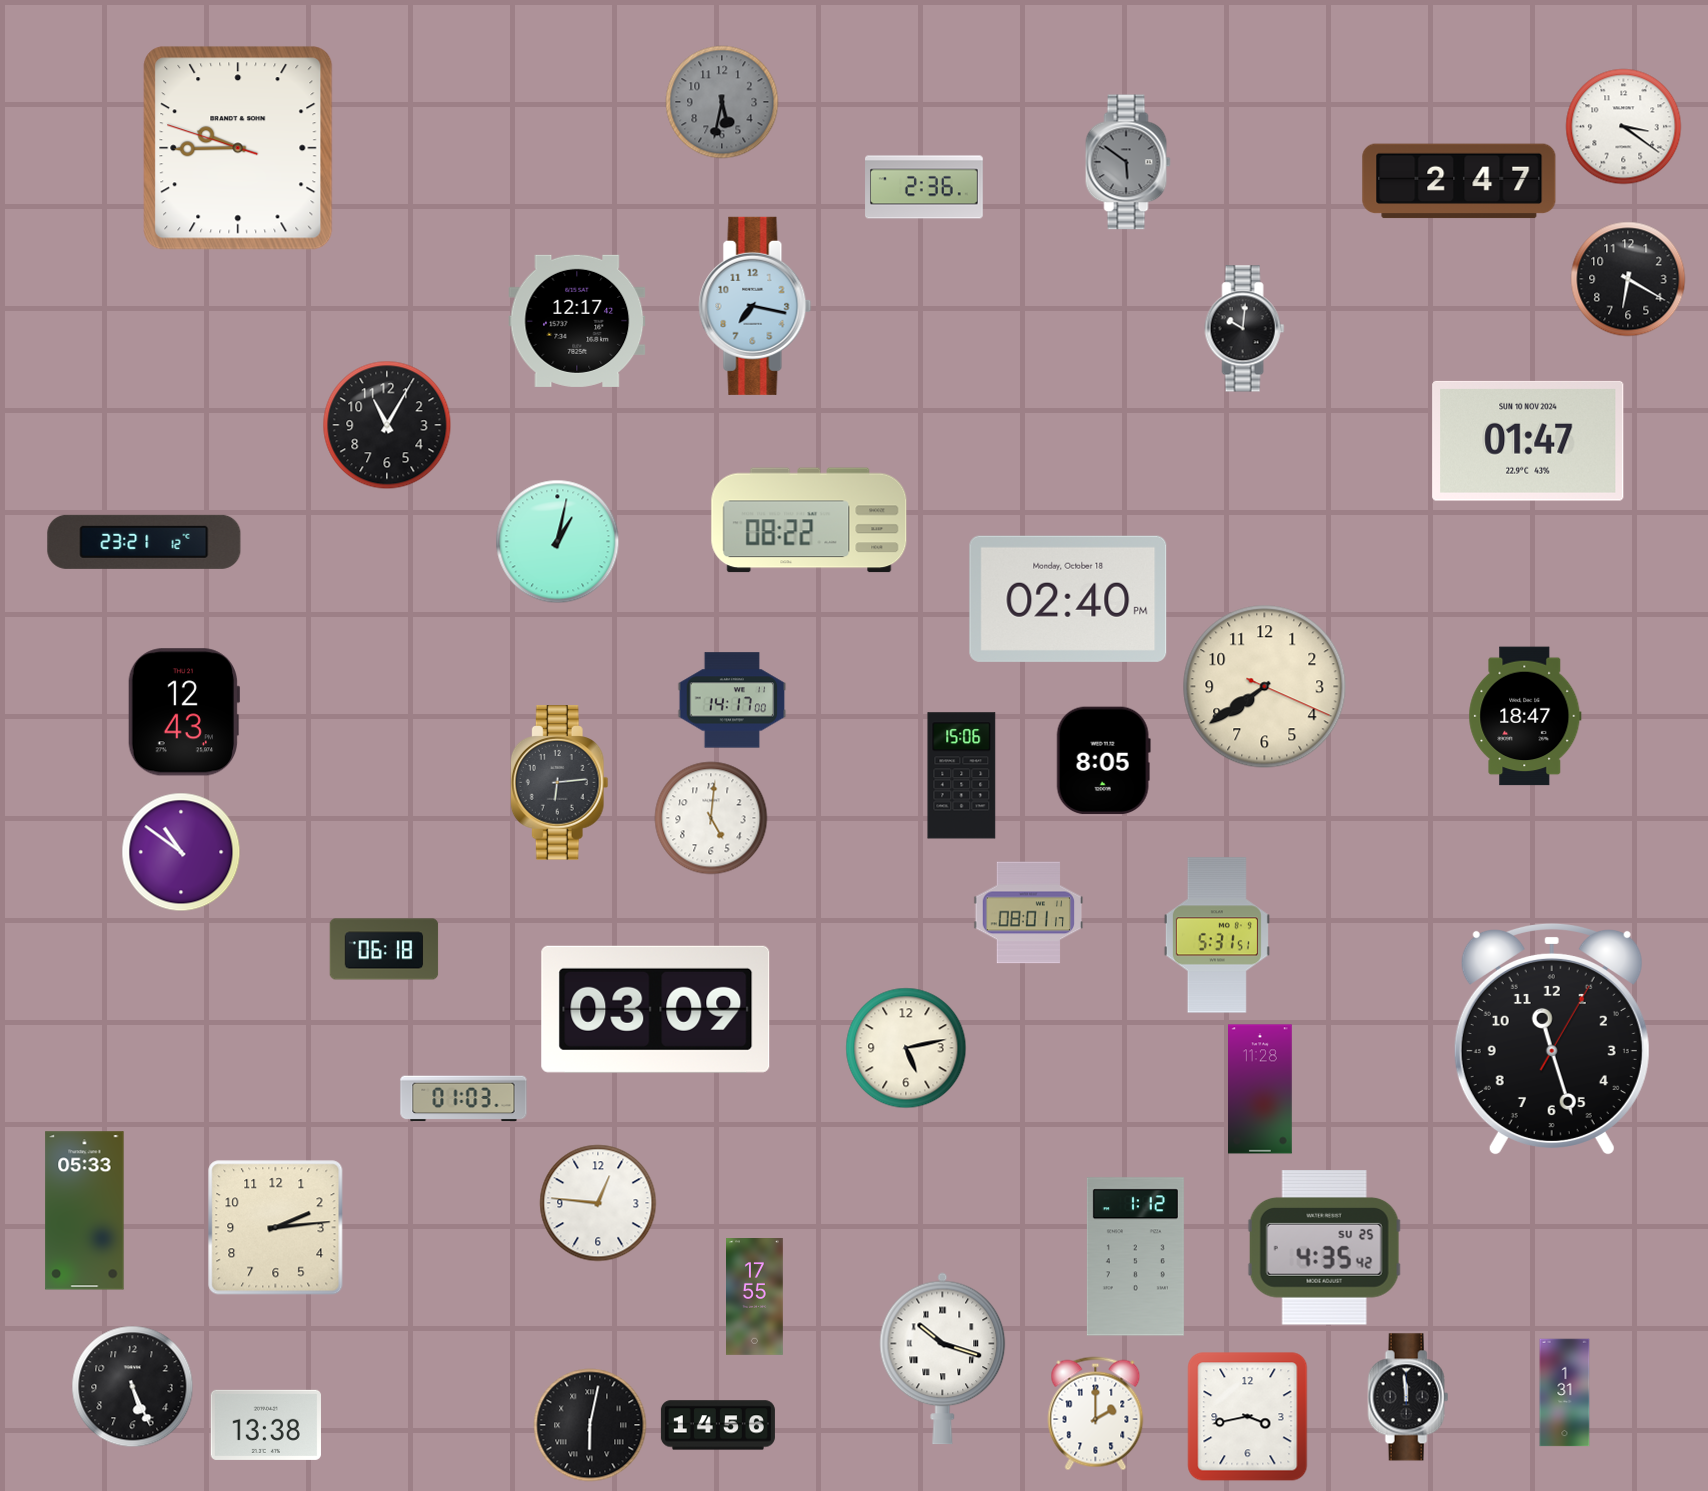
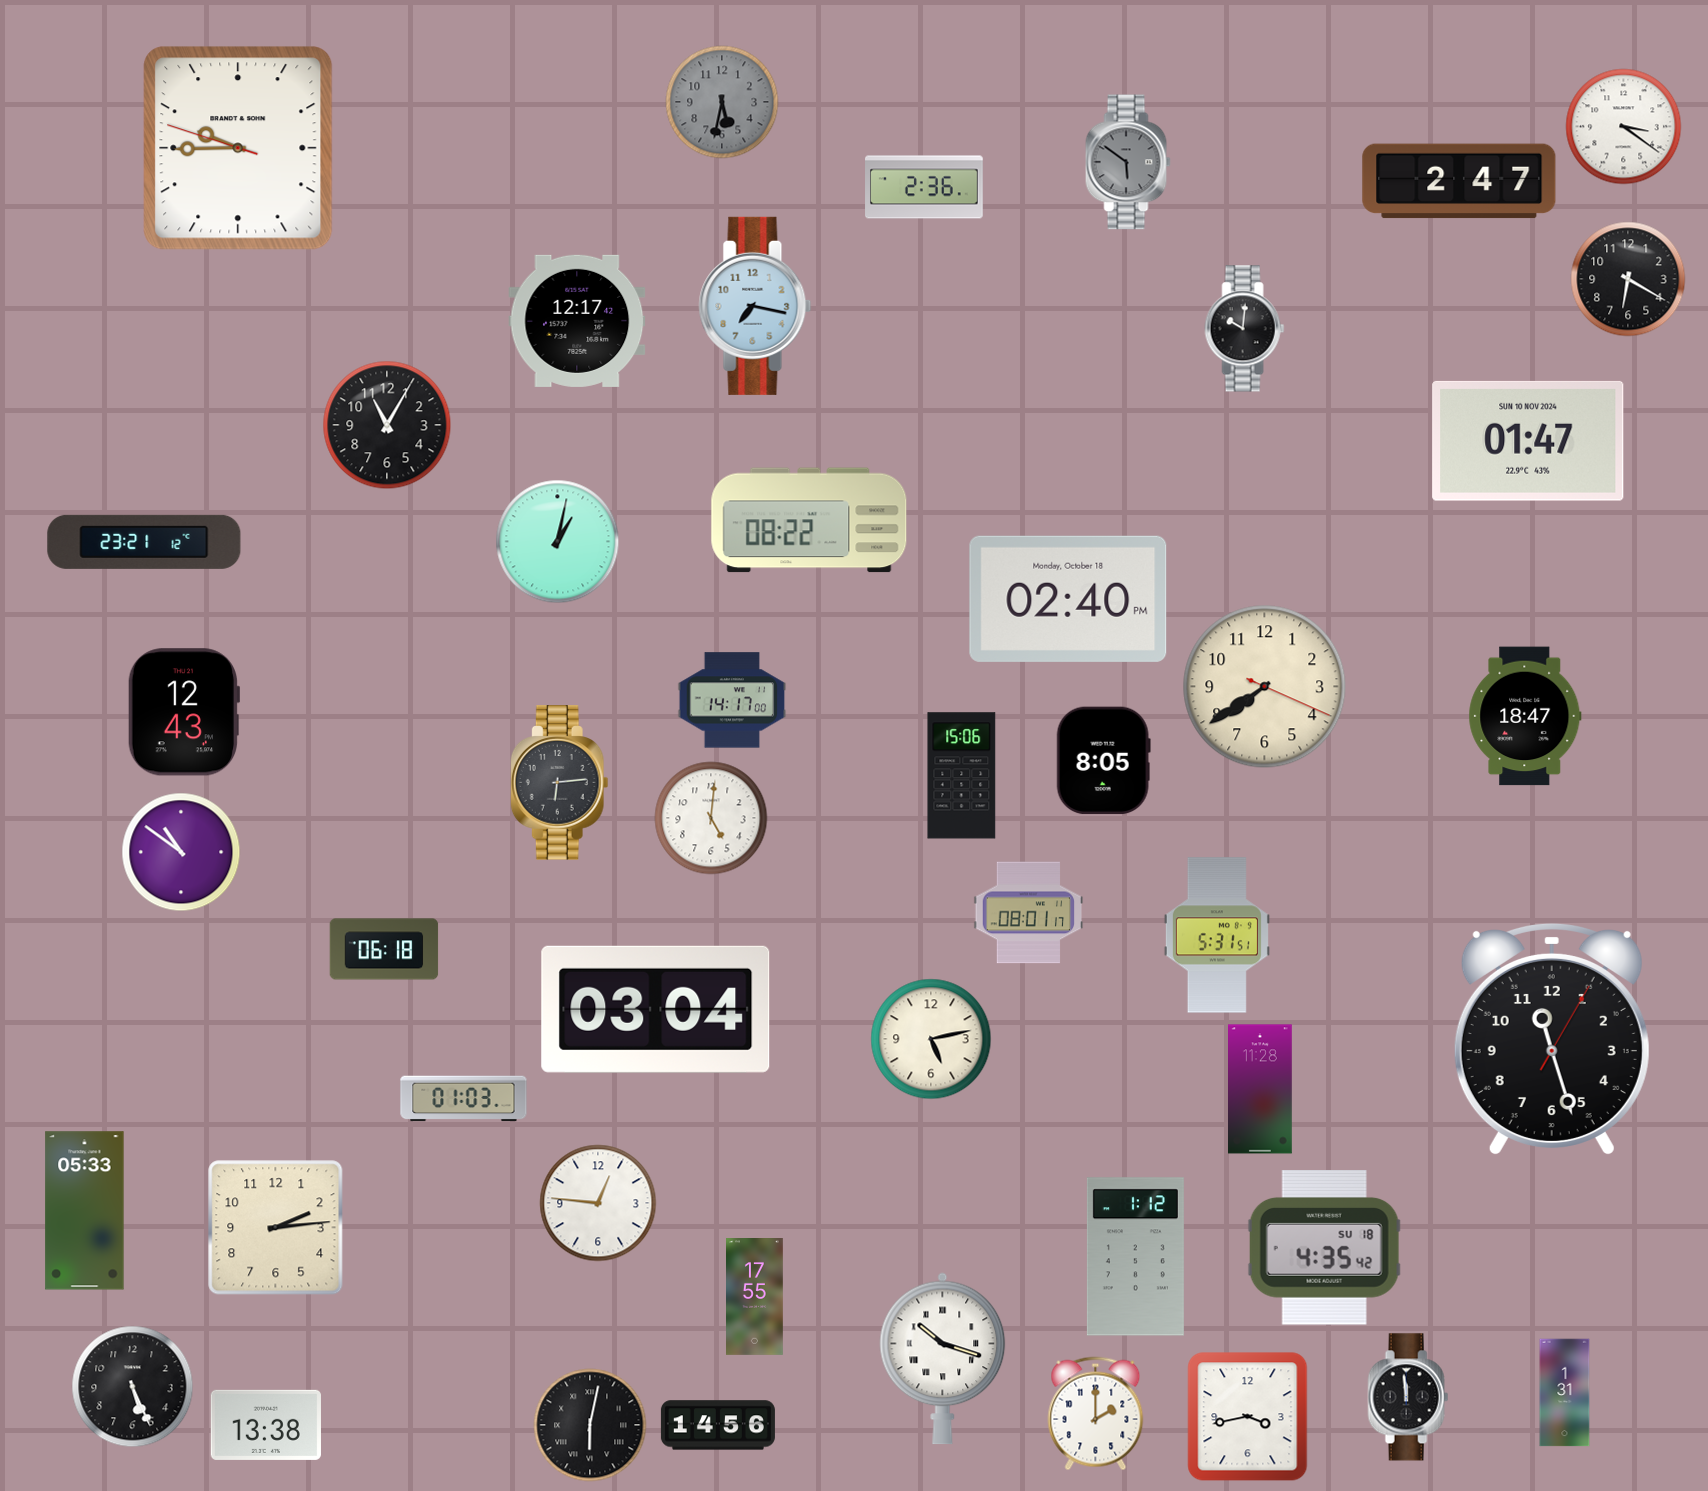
clock at (656, 1009): 03:09 -> 03:04
clock at (906, 1048) position: (906, 1048) -> (931, 1039)
clock at (1324, 1248) date: SU 25 -> SU 18
